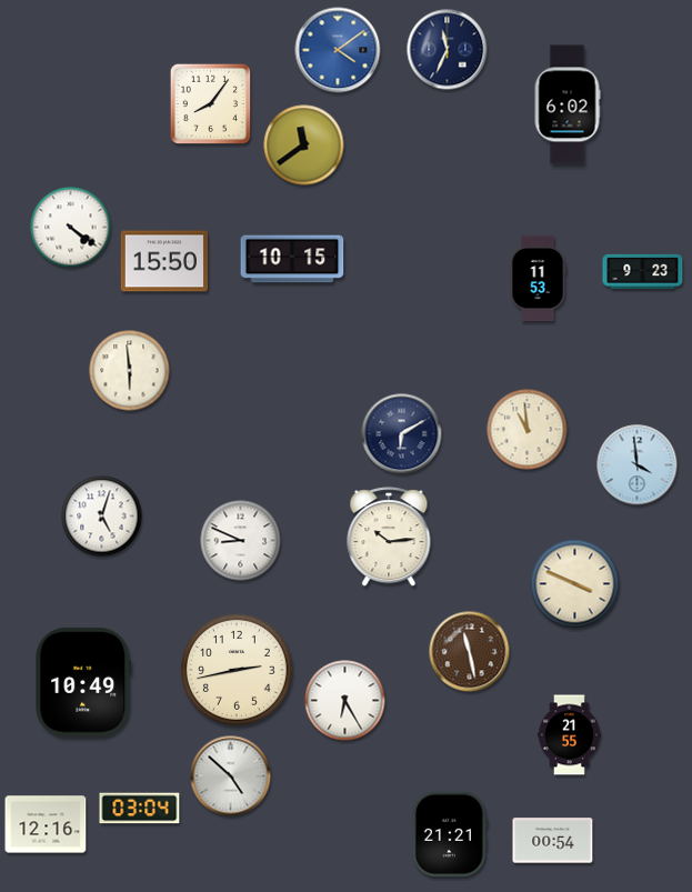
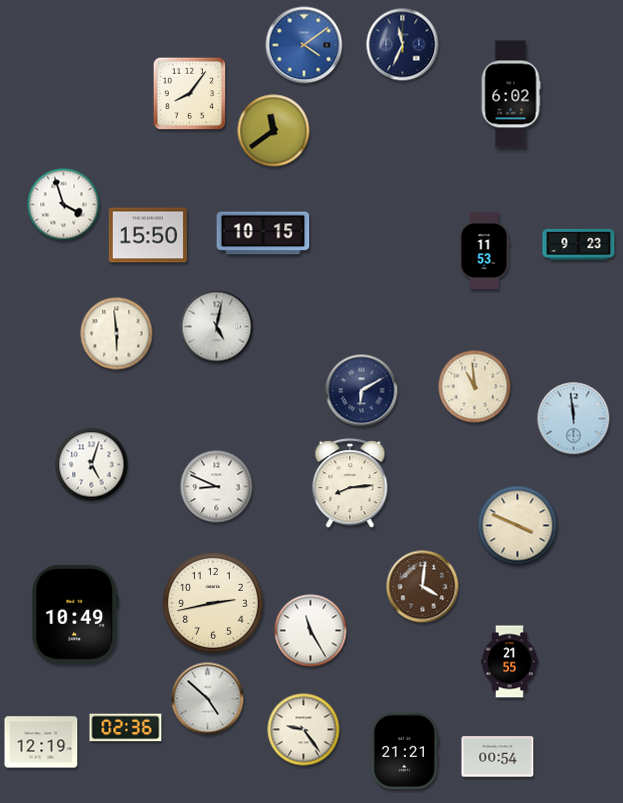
clock at (71, 228): 4:21 -> 3:57
clock at (217, 327): none -> 5:02
clock at (638, 465): 3:59 -> 11:59
clock at (389, 538): 10:14 -> 8:14
clock at (470, 652): 11:28 -> 4:01
clock at (345, 701): 6:25 -> 11:25
clock at (570, 735) position: (570, 735) -> (510, 662)
clock at (140, 809): 03:04 -> 02:36
clock at (304, 730): none -> 9:24
clock at (46, 824): 12:16 -> 12:19
